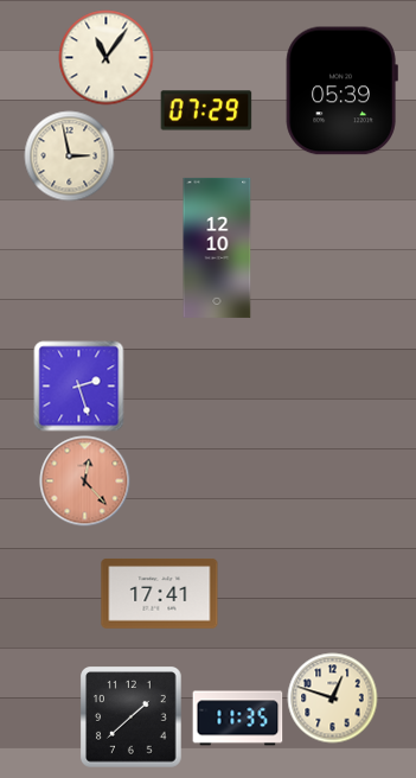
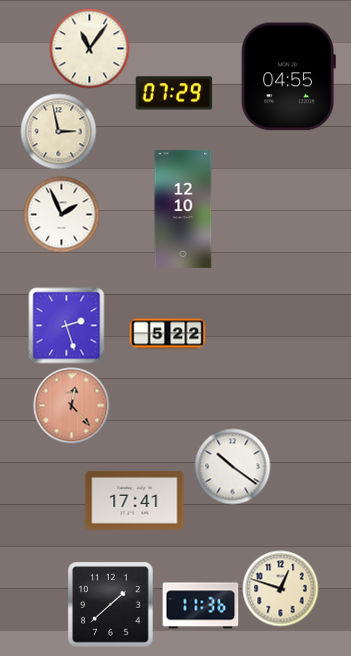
clock at (341, 91): 05:39 -> 04:55
clock at (62, 215): none -> 1:56
clock at (168, 334): none -> 5:22
clock at (233, 467): none -> 10:21
clock at (238, 719): 11:35 -> 11:36
